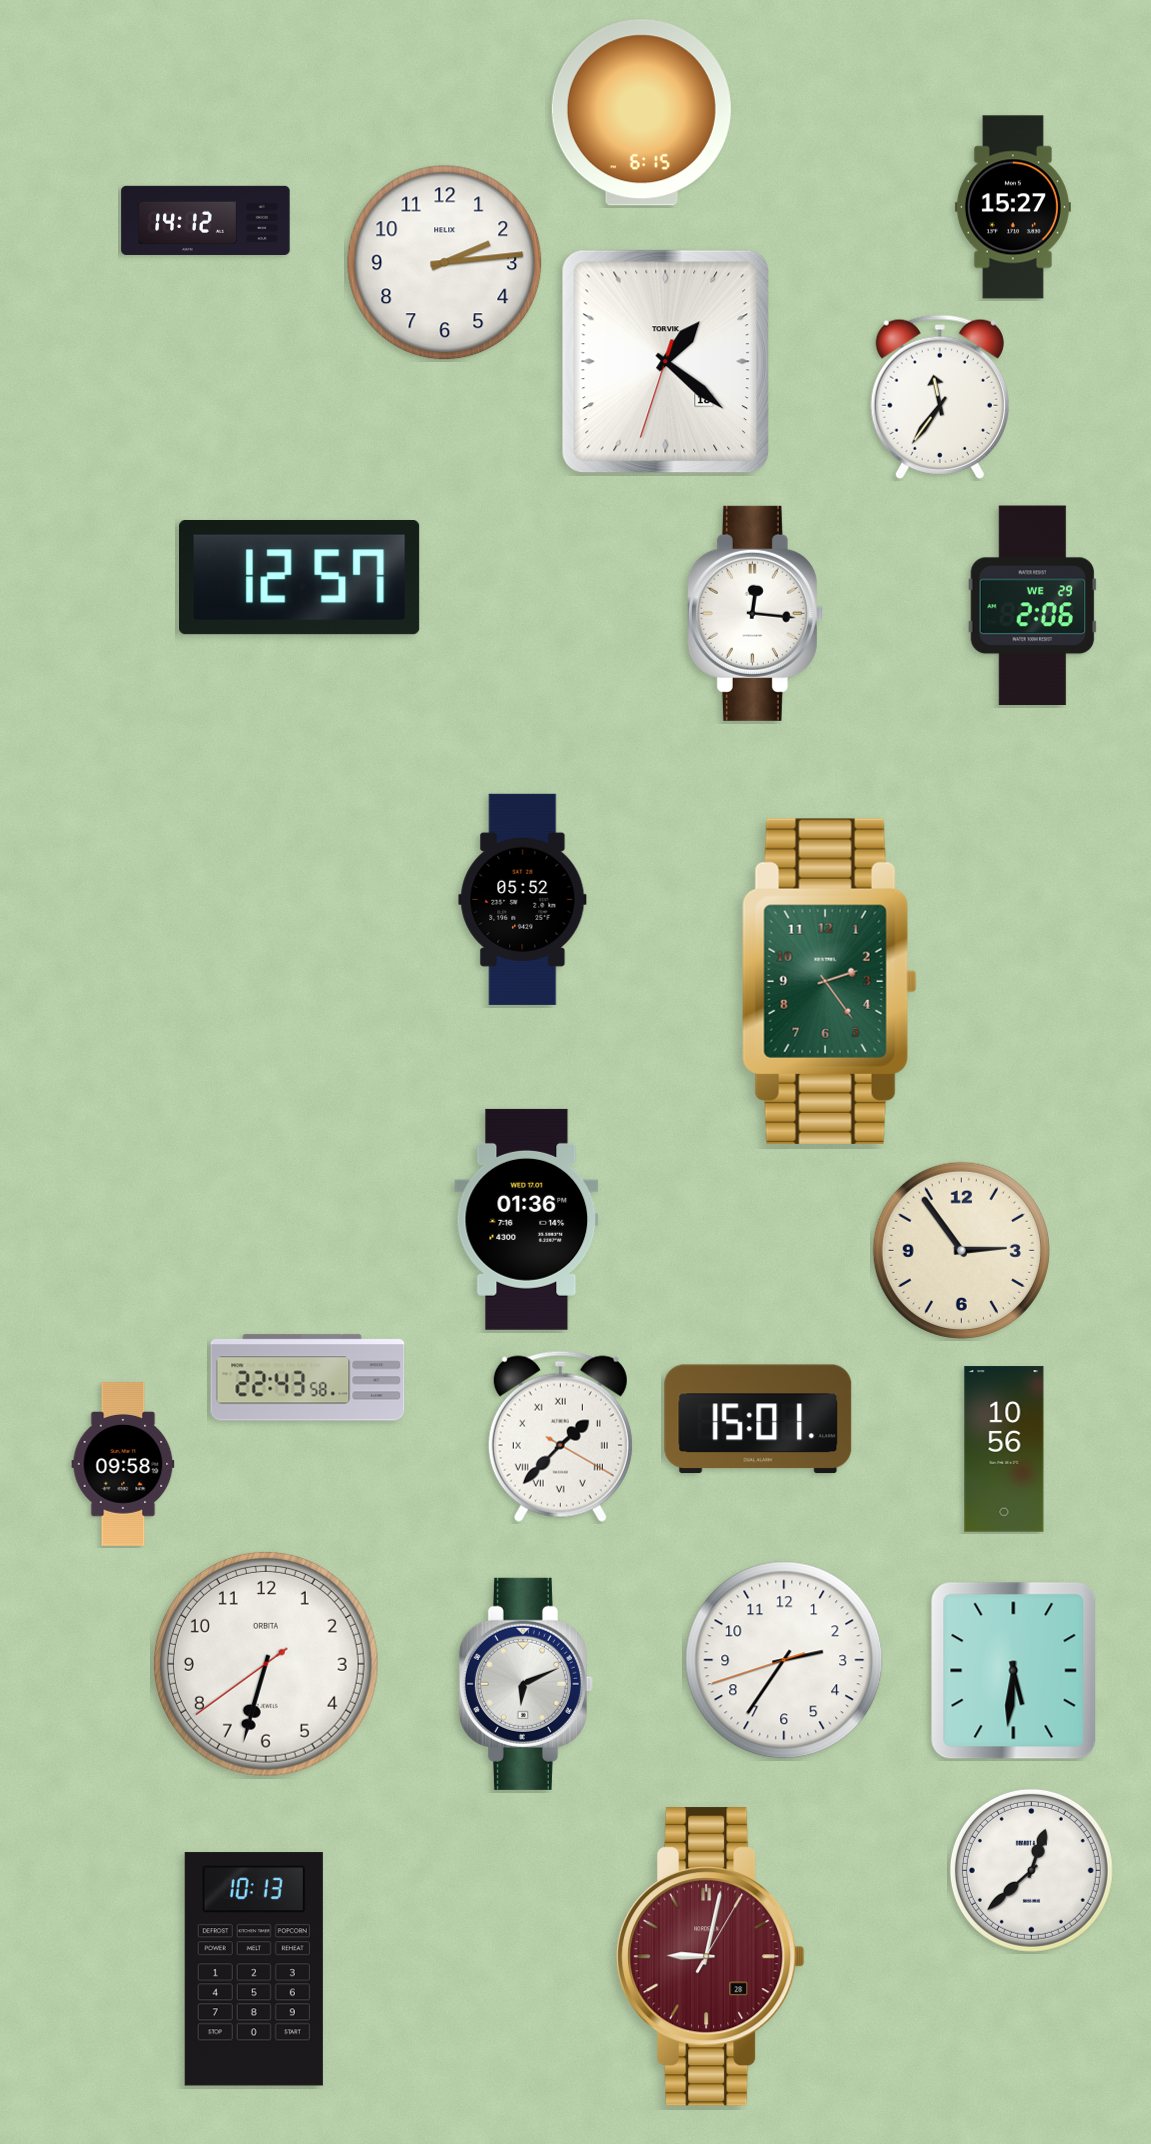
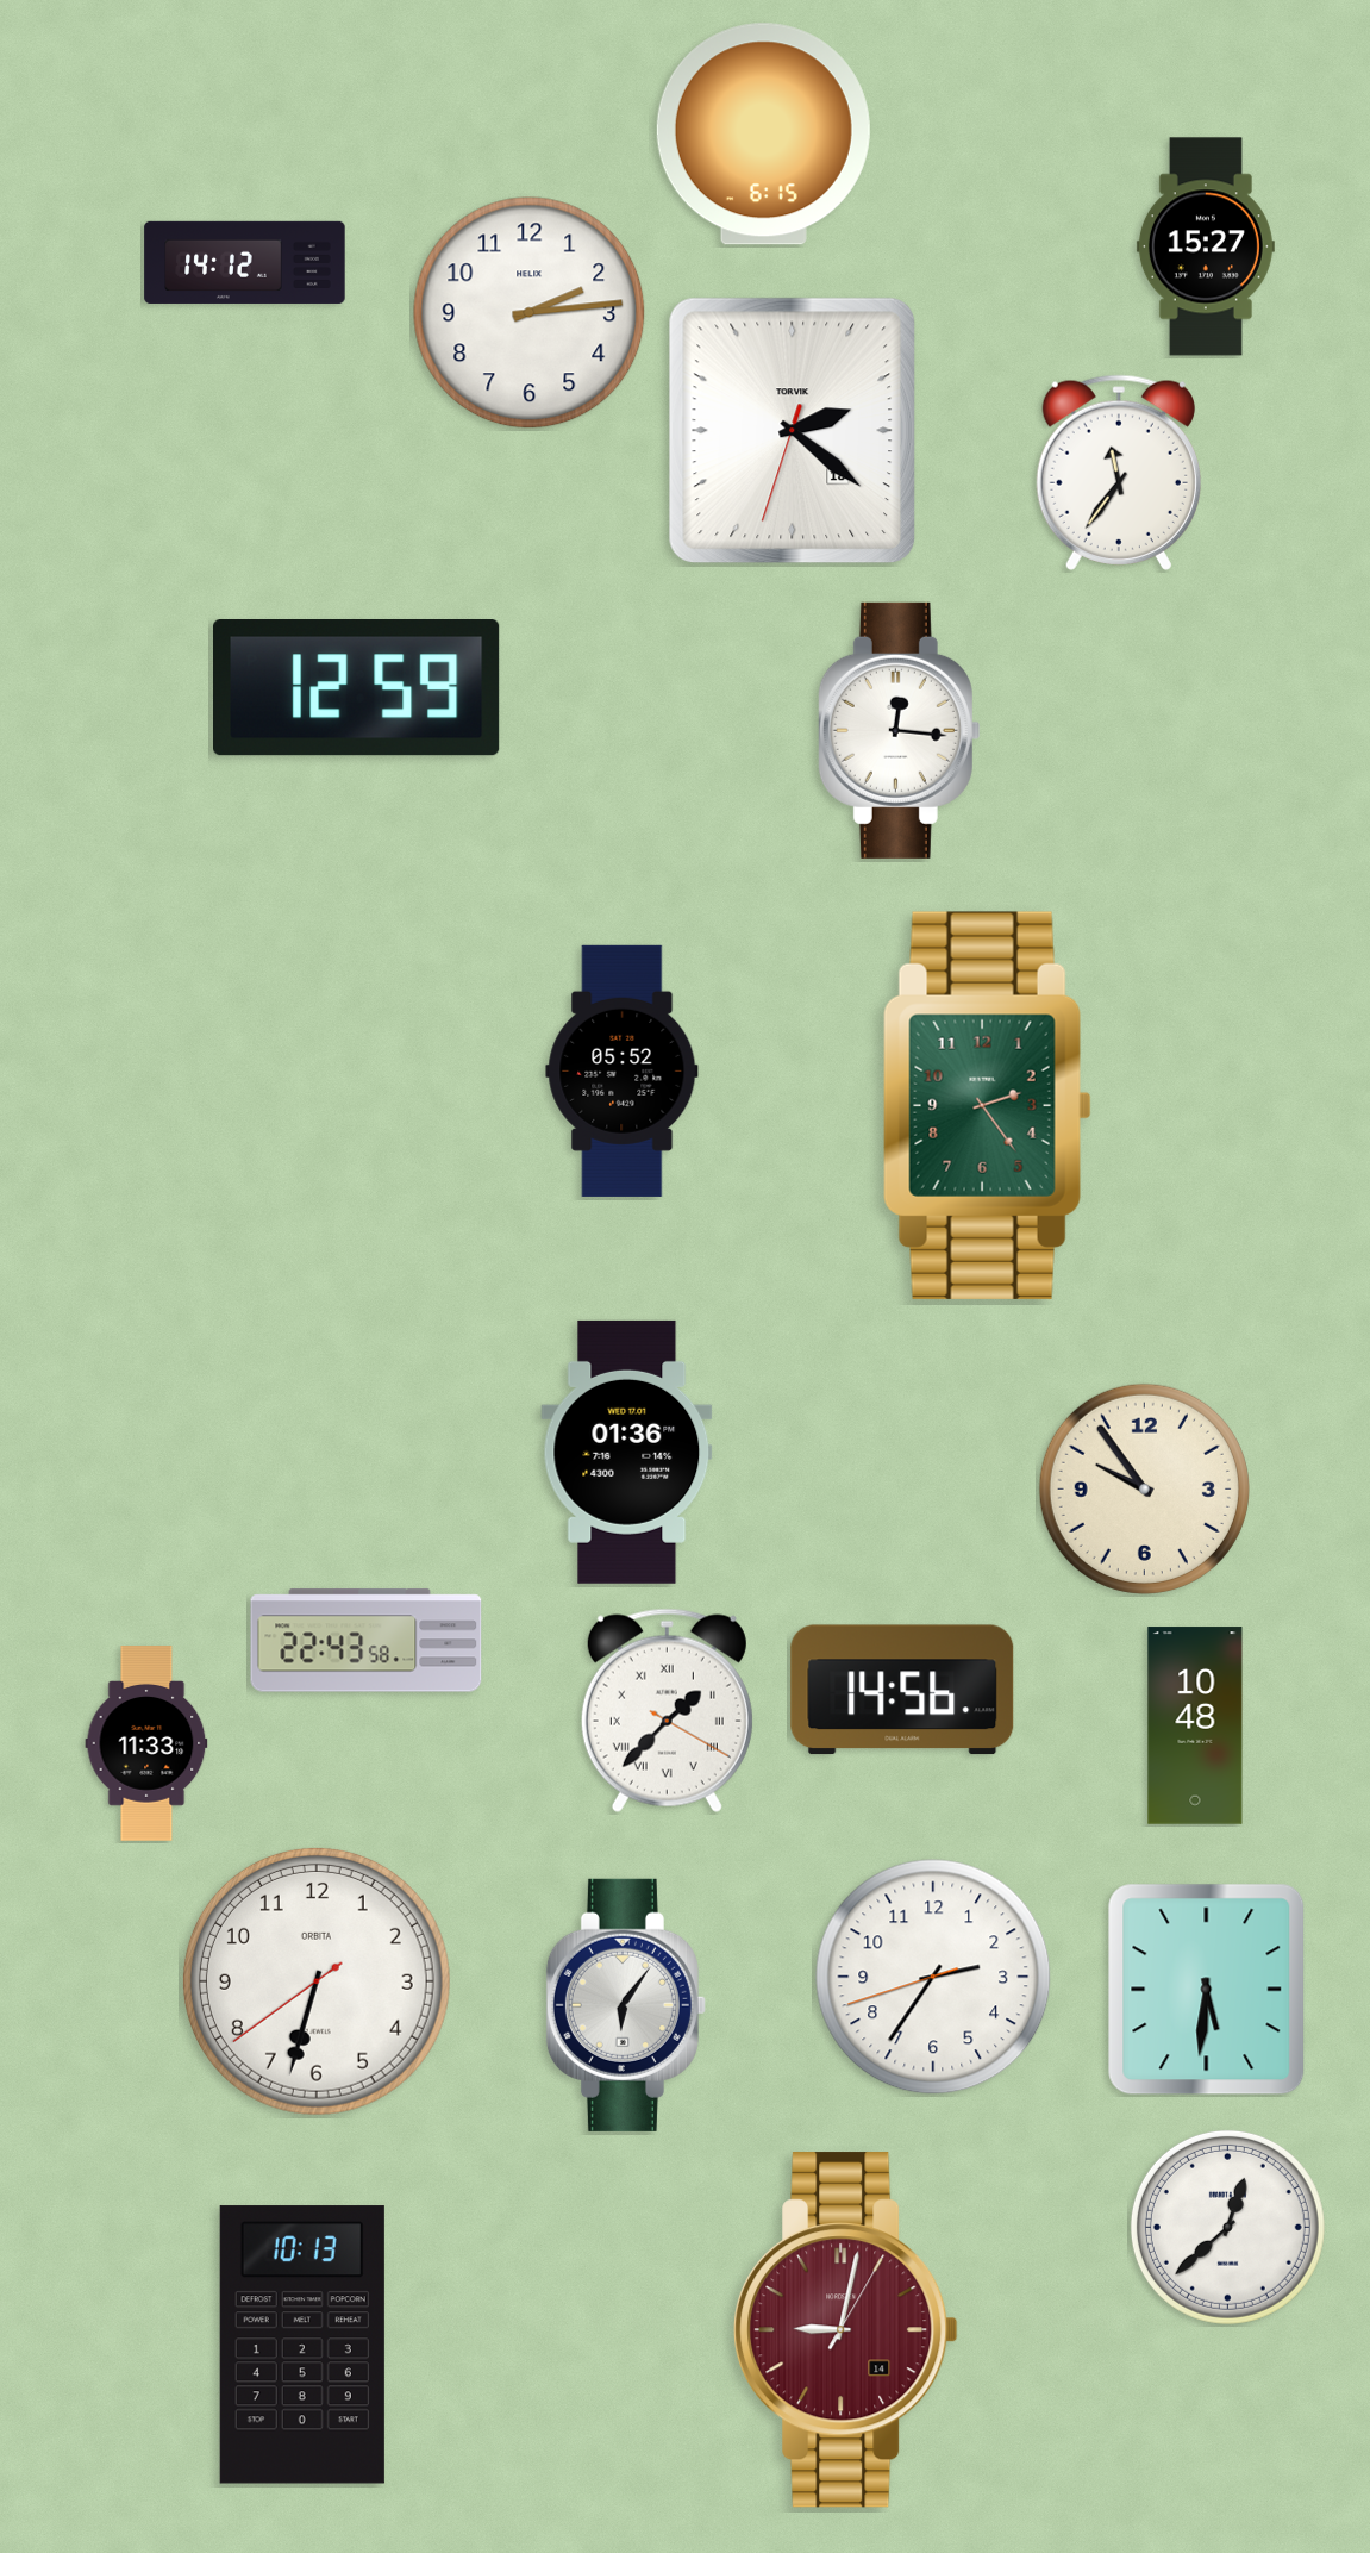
clock at (666, 362): 1:21 -> 2:21
clock at (300, 578): 12:57 -> 12:59
clock at (1032, 606): 2:06 -> none
clock at (829, 981) position: (829, 981) -> (987, 1105)
clock at (961, 1250): 2:54 -> 9:54
clock at (758, 1419): 15:01 -> 14:56
clock at (1004, 1449): 10:56 -> 10:48
clock at (123, 1464): 09:58 -> 11:33
clock at (526, 1684): 6:11 -> 6:06
clock at (711, 1957) date: 28 -> 14
